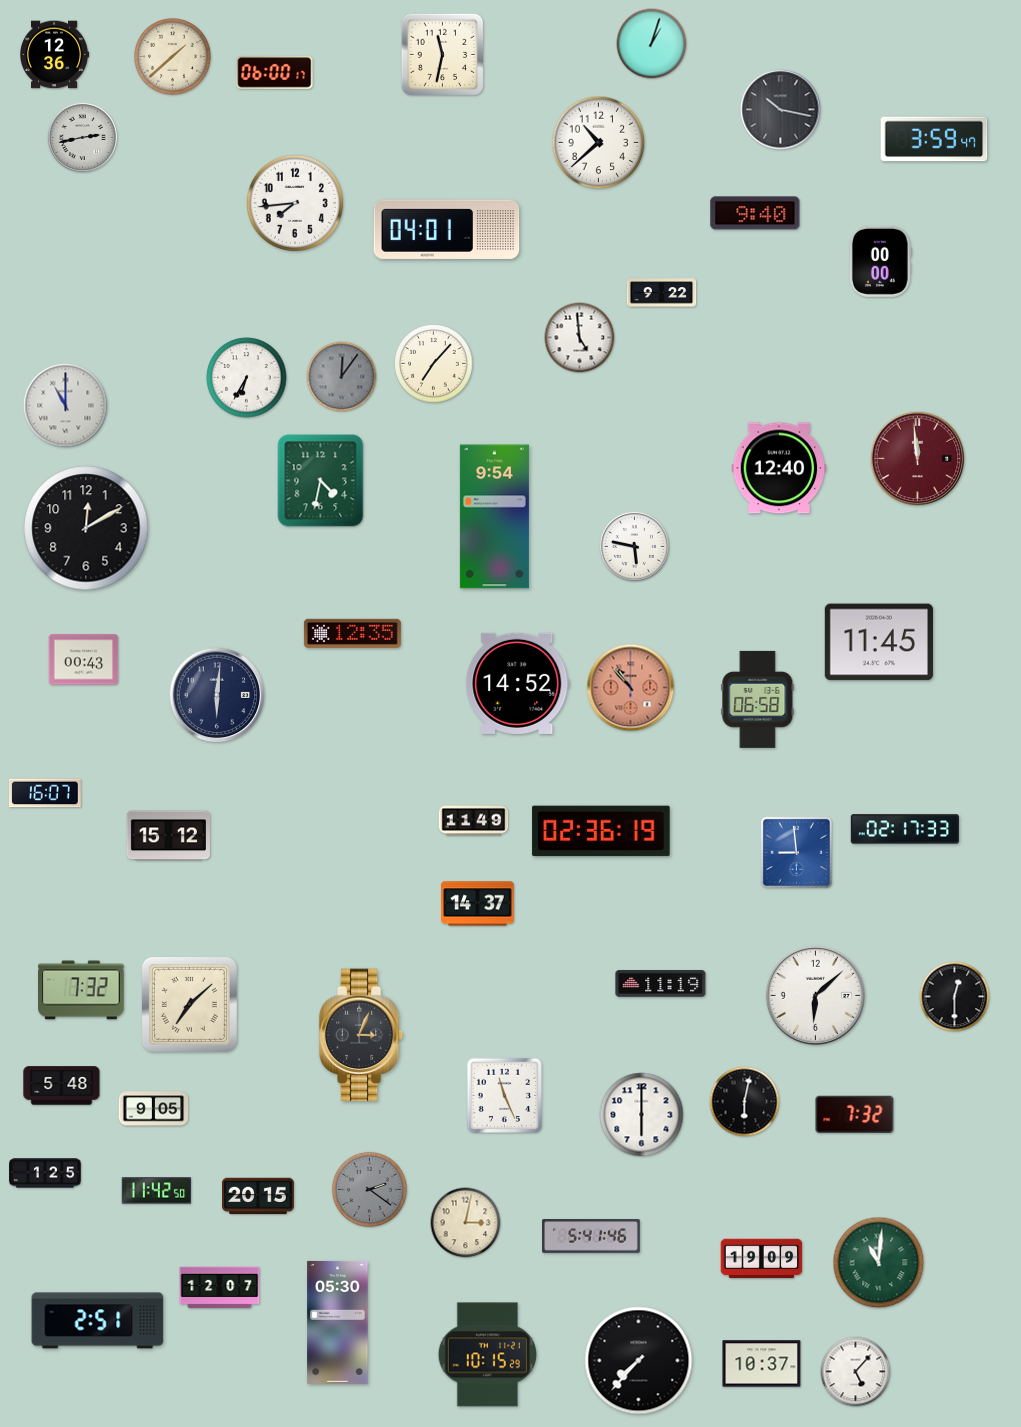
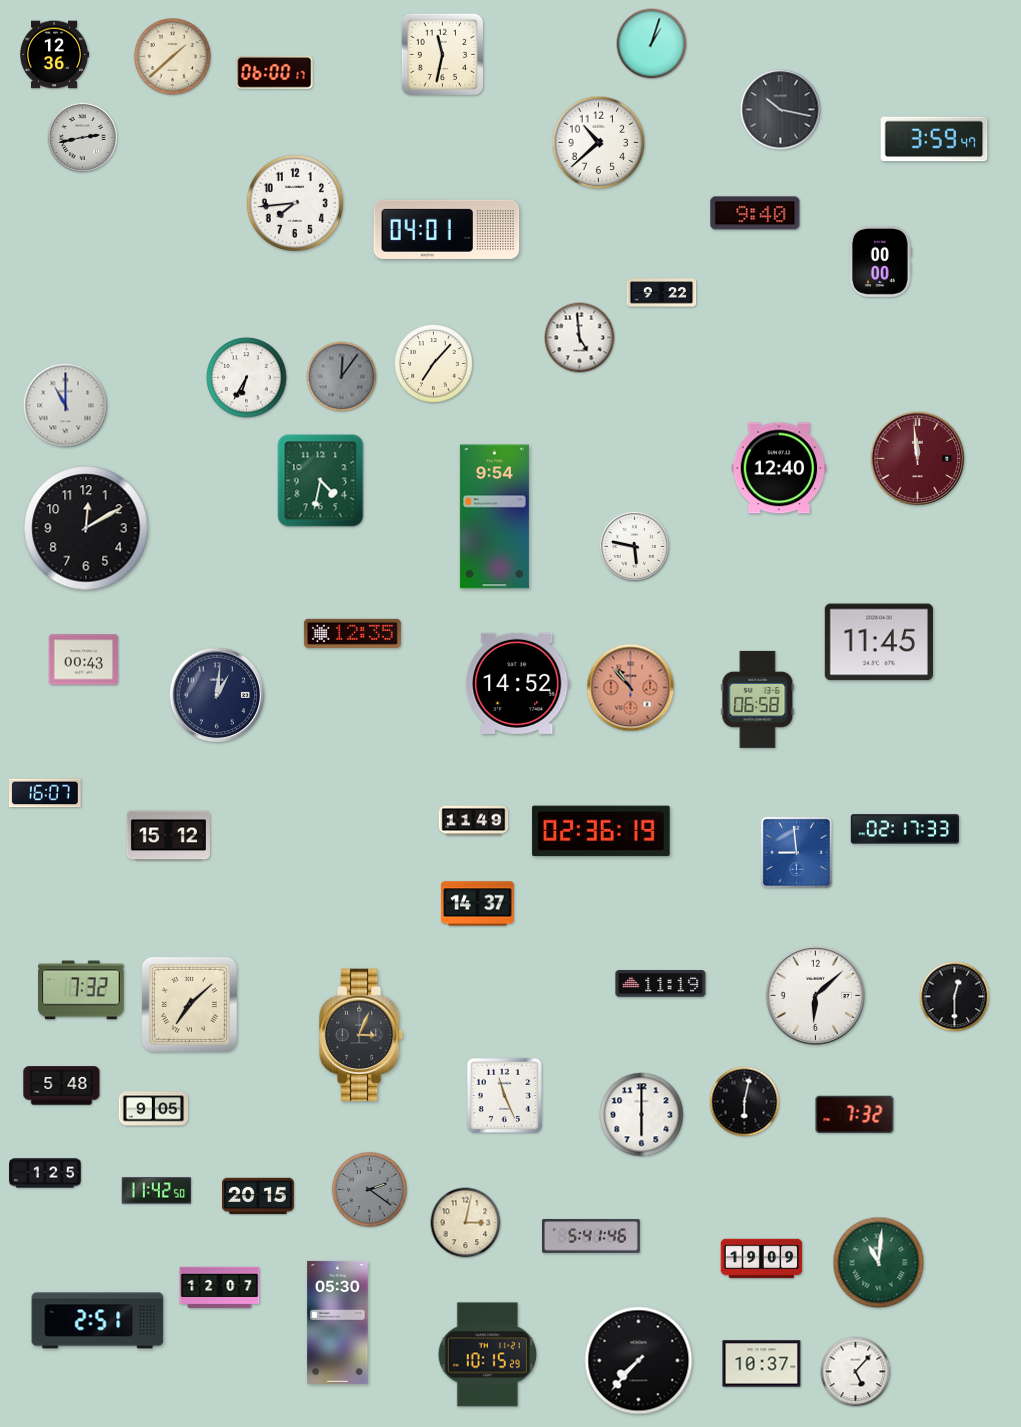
clock at (217, 695): 6:01 -> 1:01
